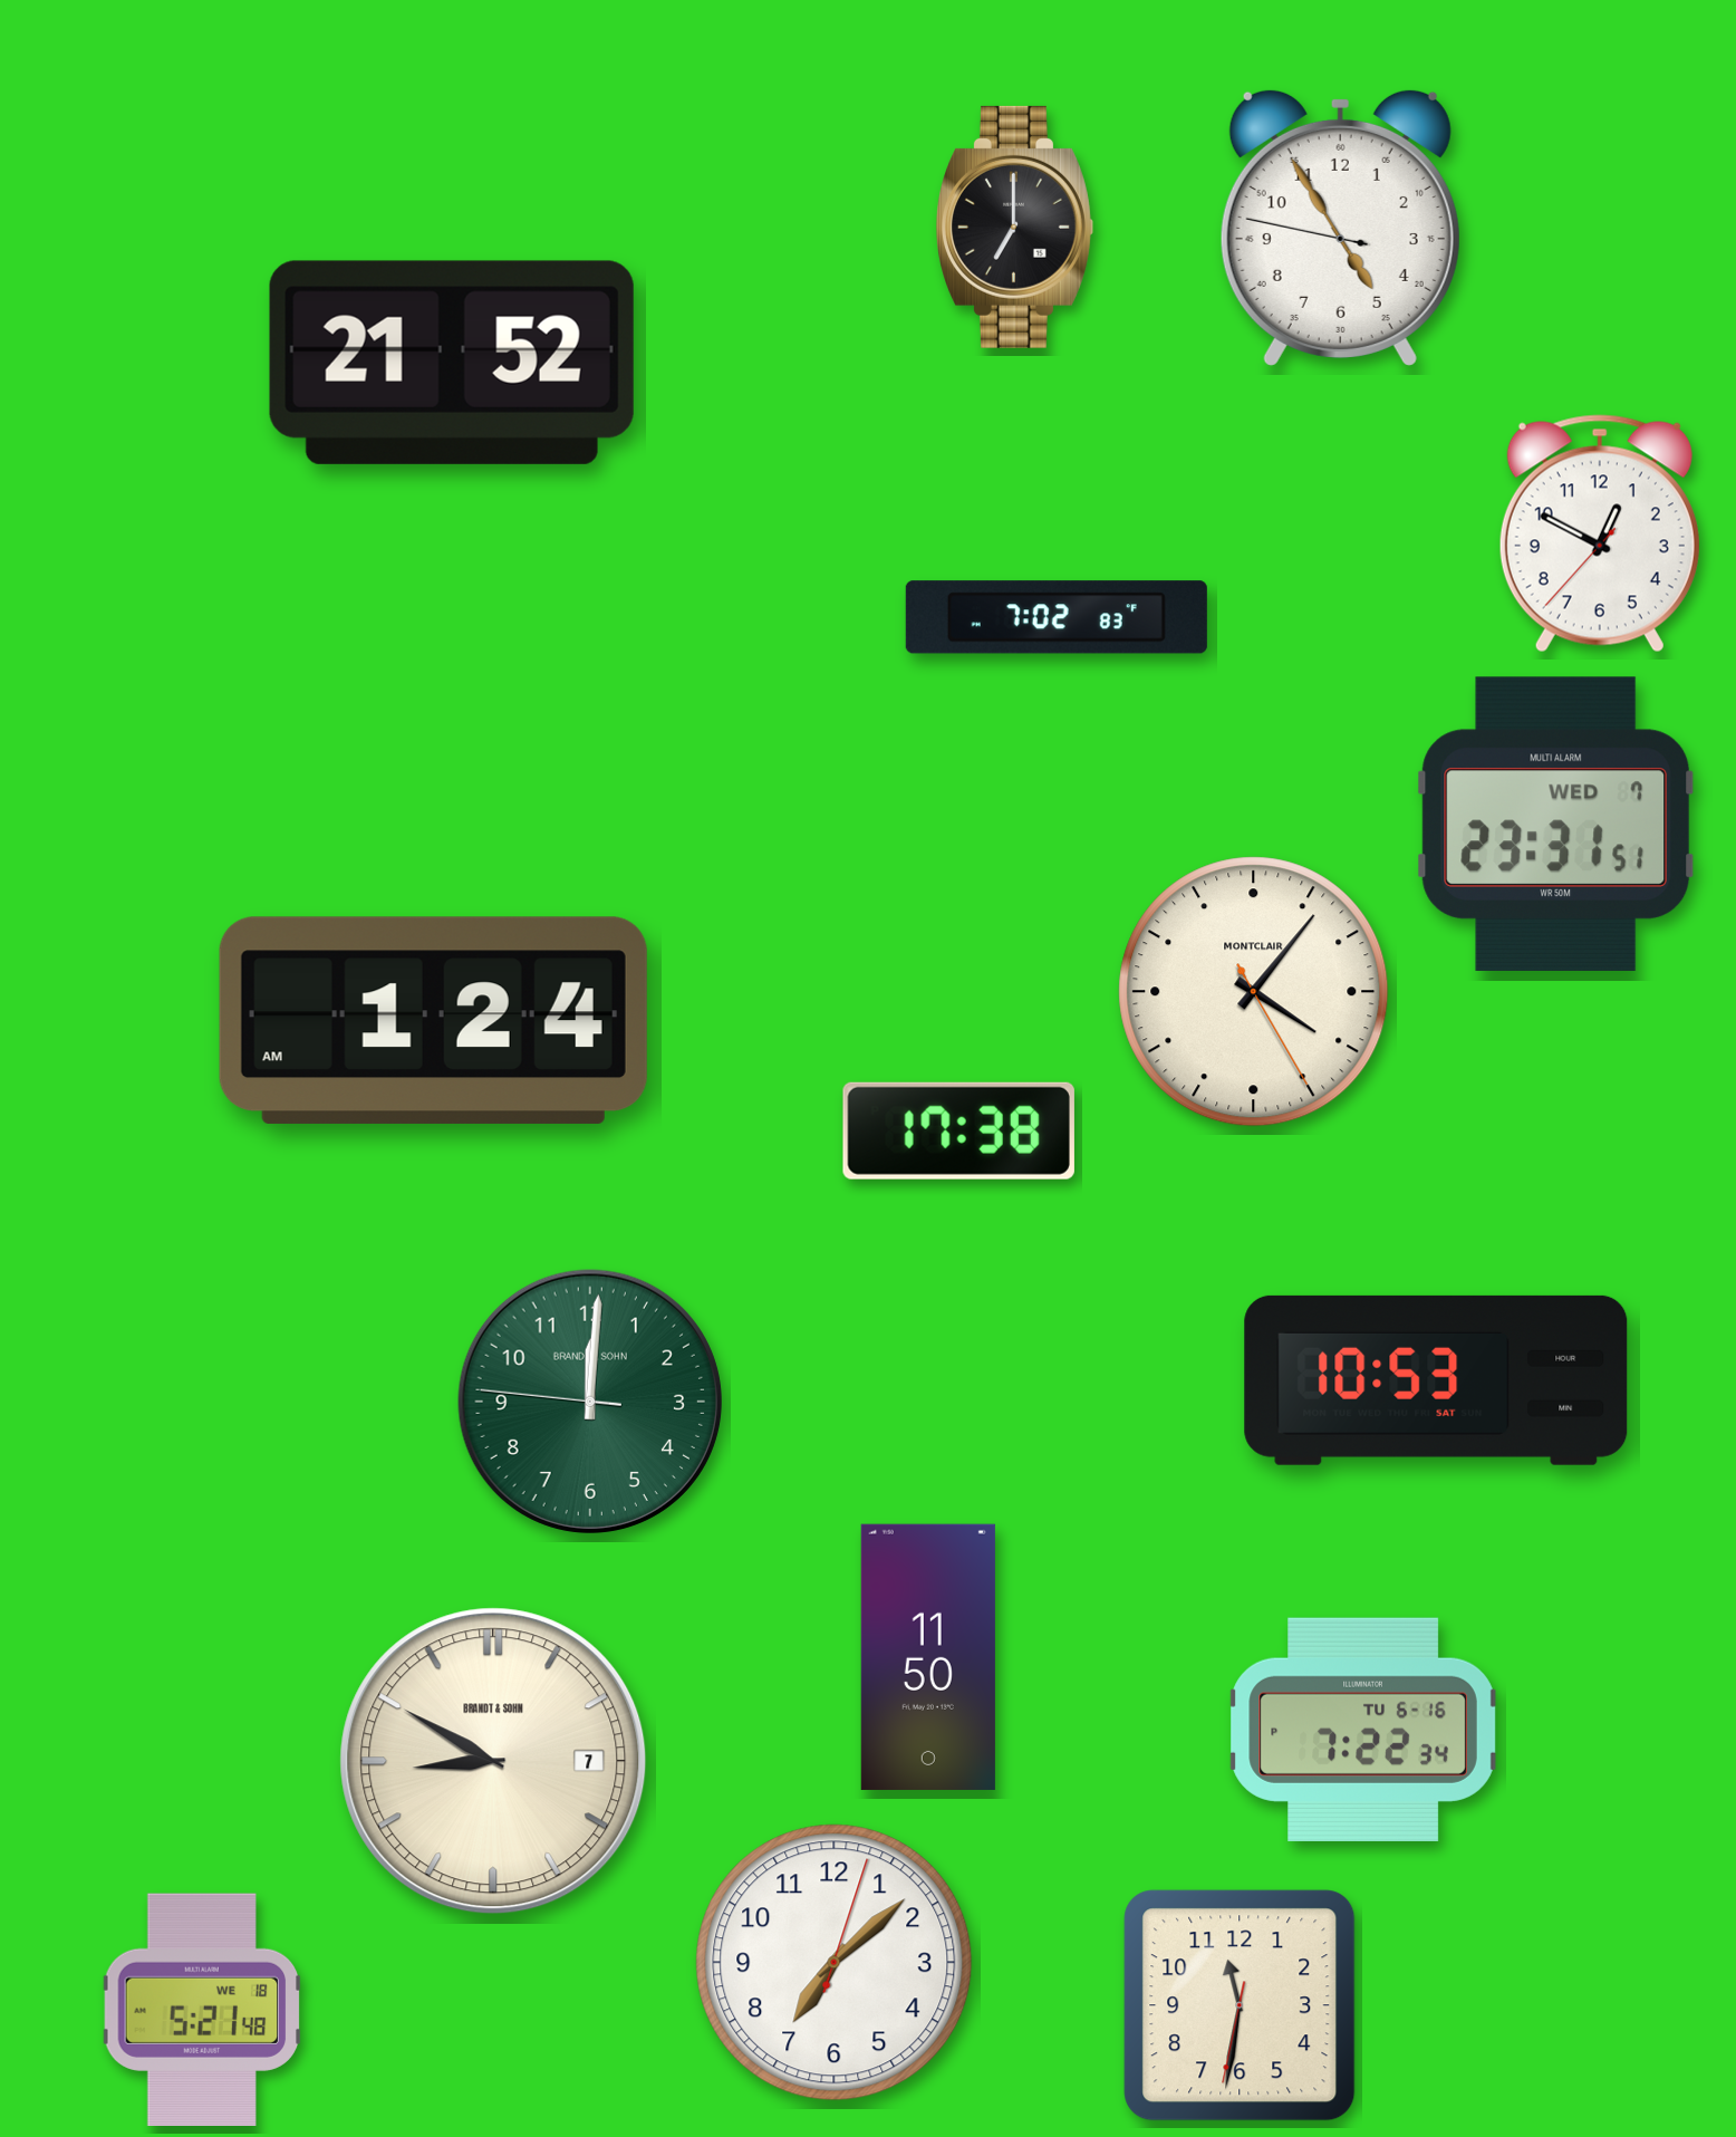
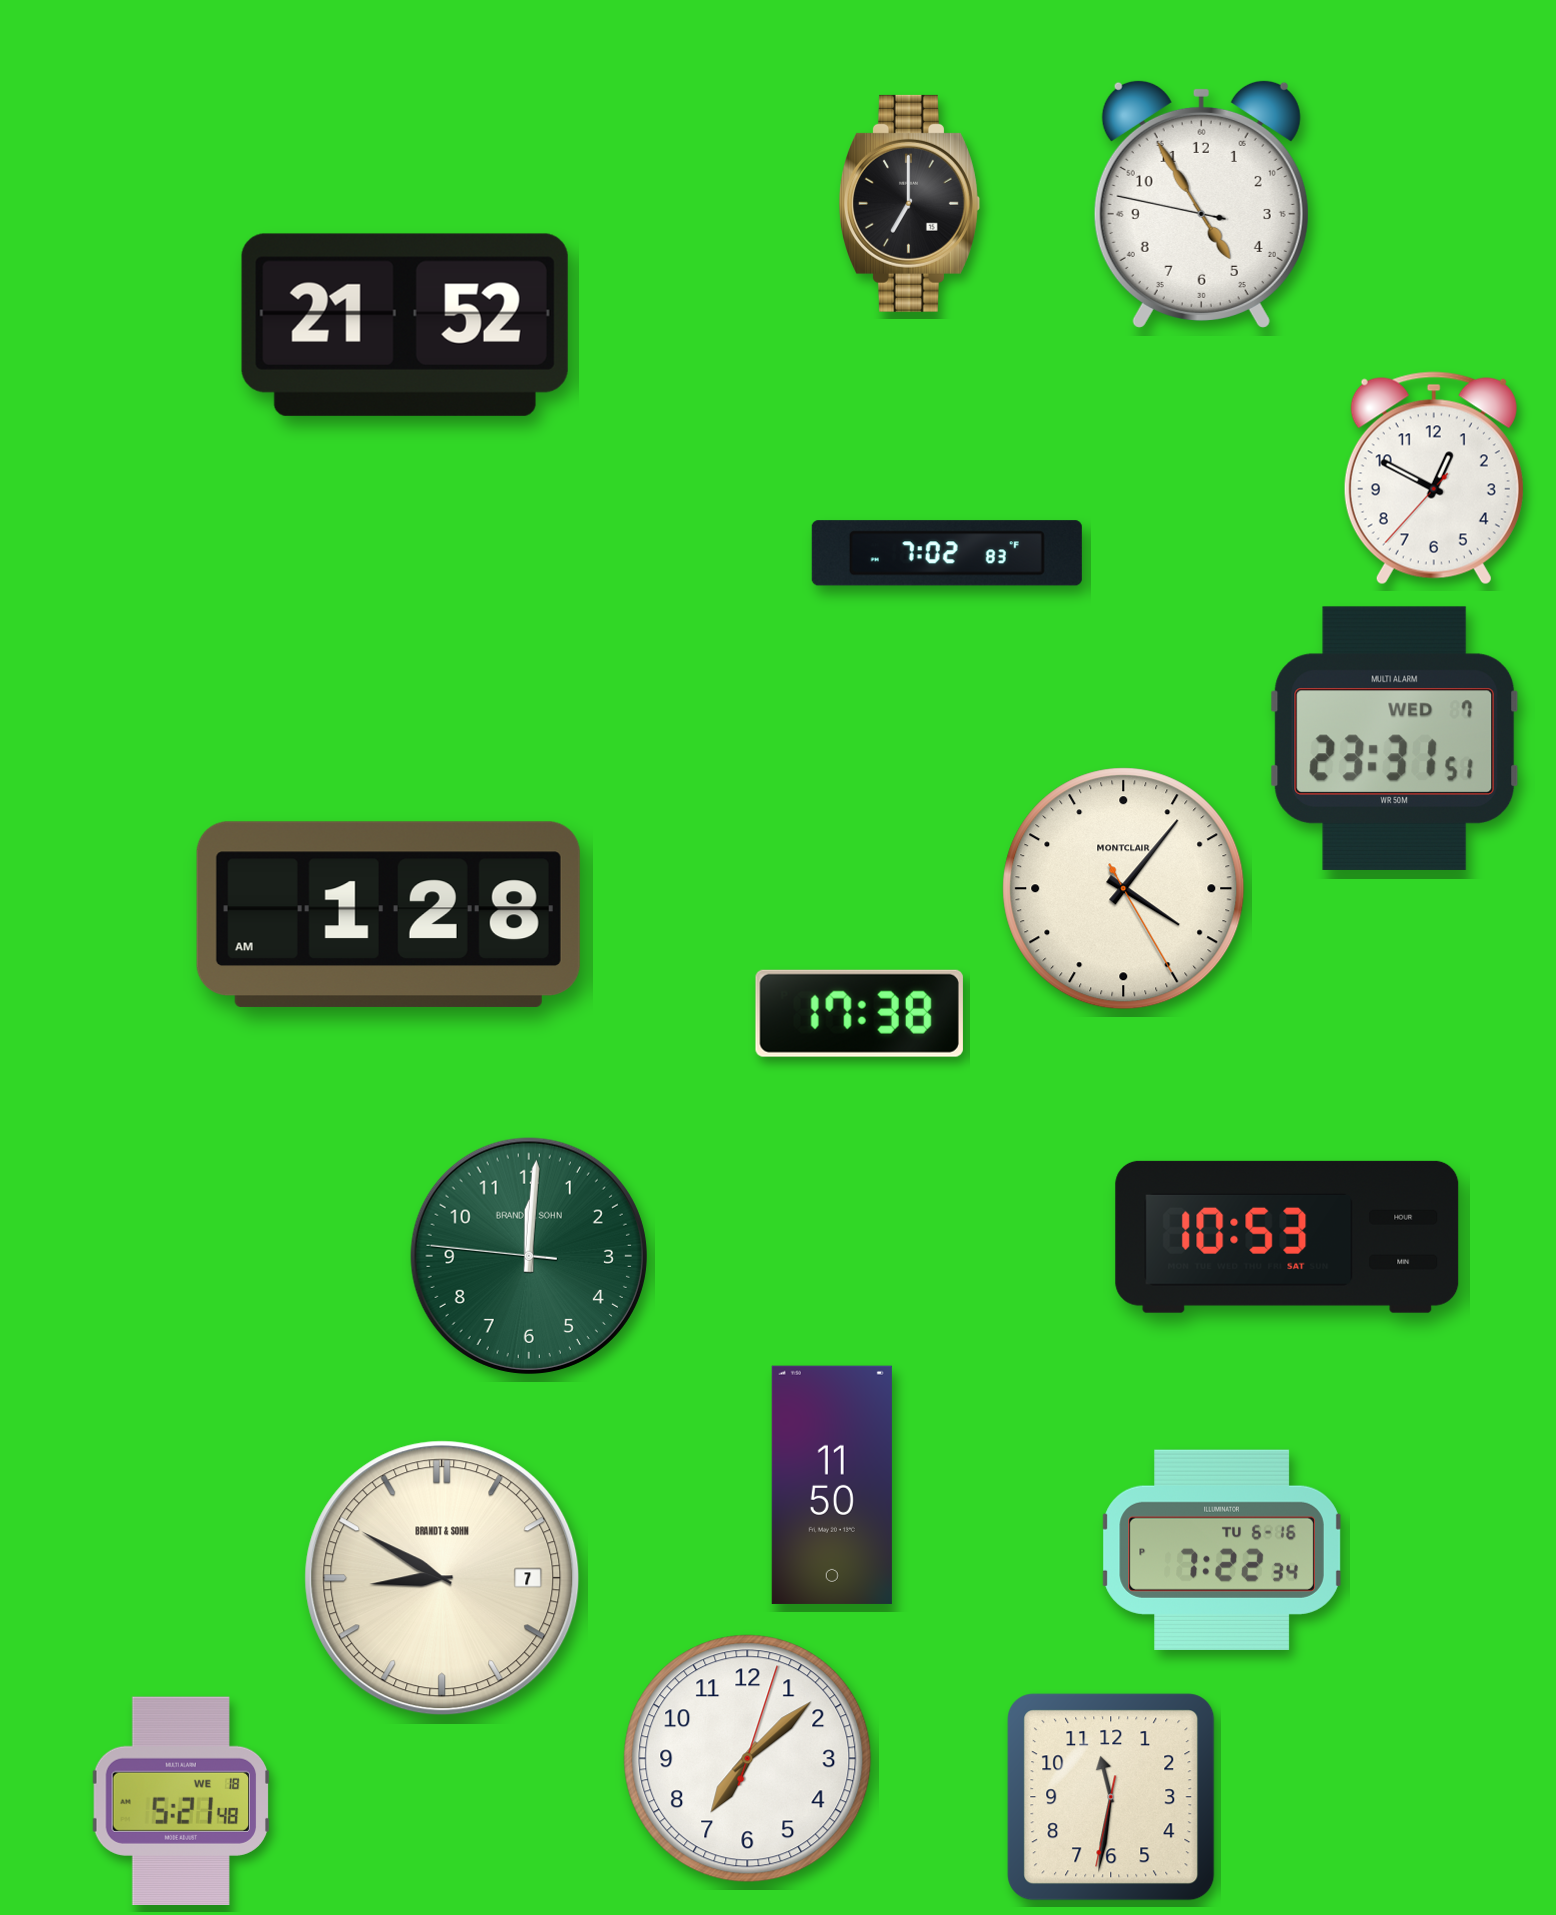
clock at (433, 1020): 1:24 -> 1:28
